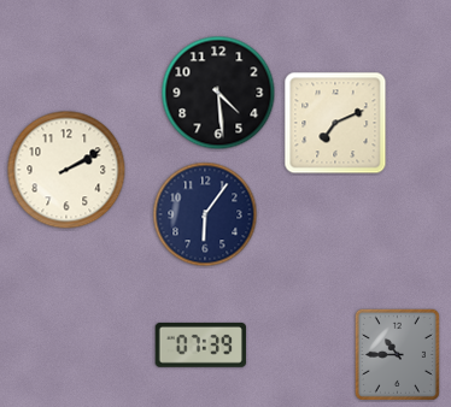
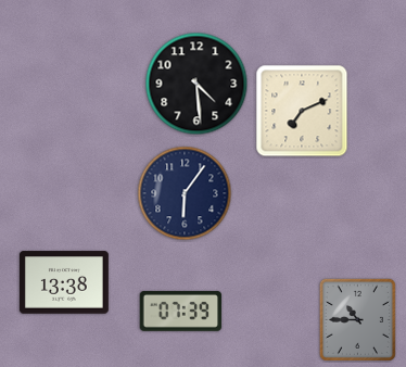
clock at (66, 170): 2:10 -> none
clock at (64, 282): none -> 13:38
